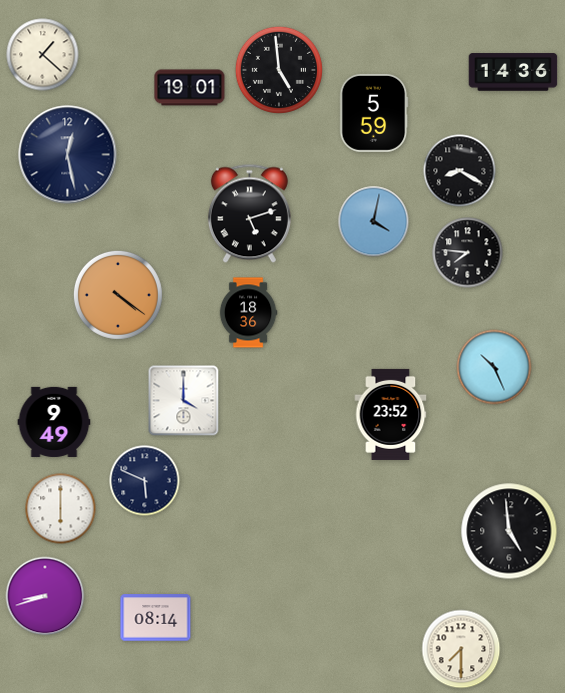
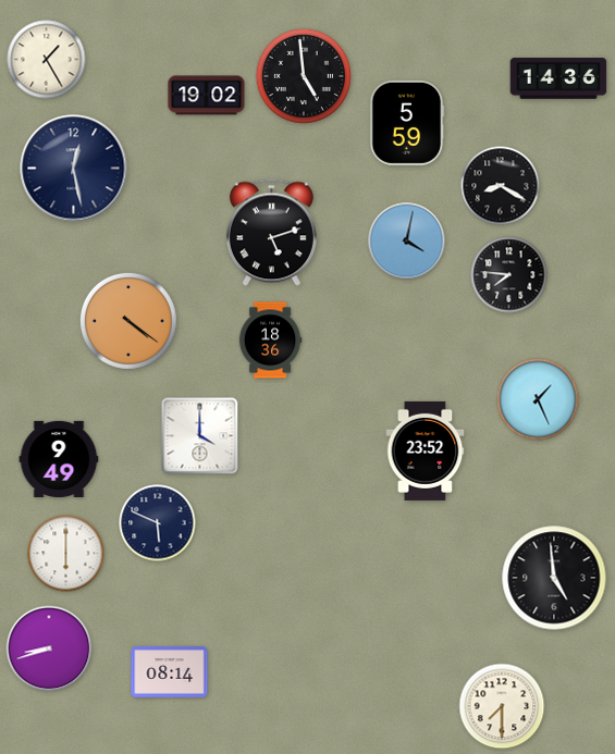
clock at (43, 55): 1:22 -> 1:25
clock at (190, 88): 19:01 -> 19:02
clock at (494, 367): 10:26 -> 1:26
